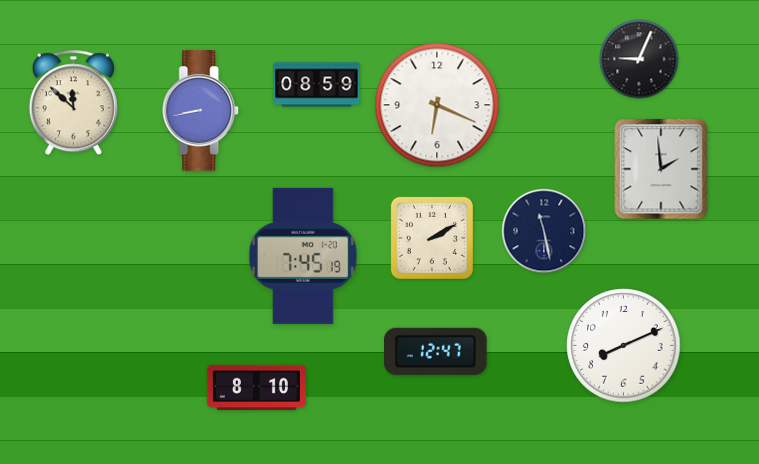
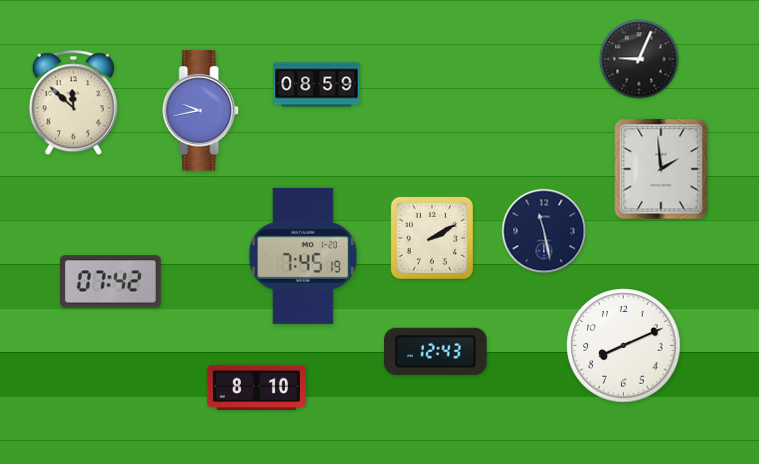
clock at (437, 105): 6:19 -> none
clock at (201, 111): 8:43 -> 9:43
clock at (110, 282): none -> 07:42
clock at (436, 351): 12:47 -> 12:43
